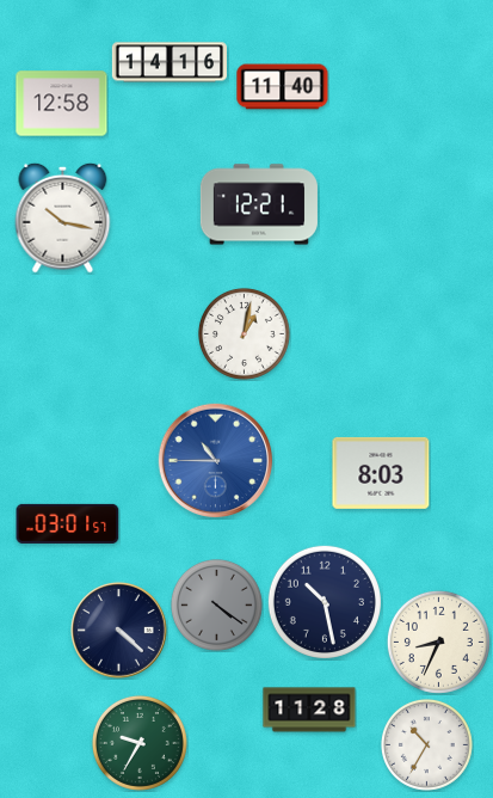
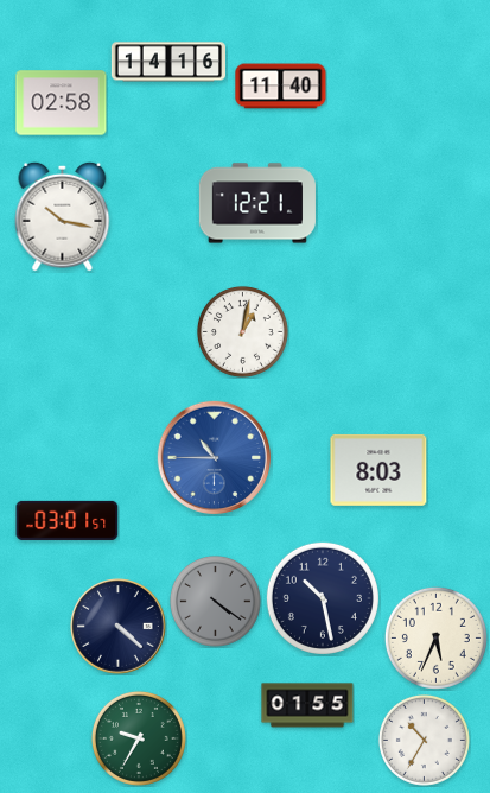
clock at (62, 104): 12:58 -> 02:58
clock at (438, 642): 8:34 -> 5:34
clock at (309, 710): 11:28 -> 01:55
